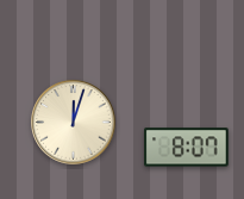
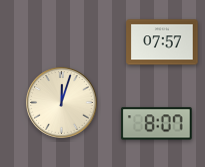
clock at (162, 42): none -> 07:57
